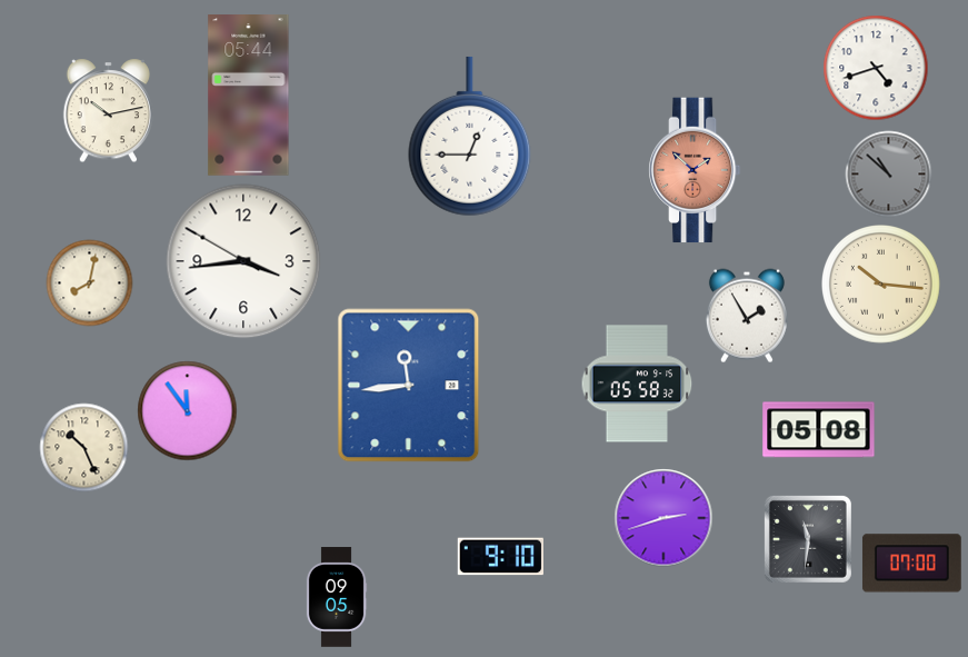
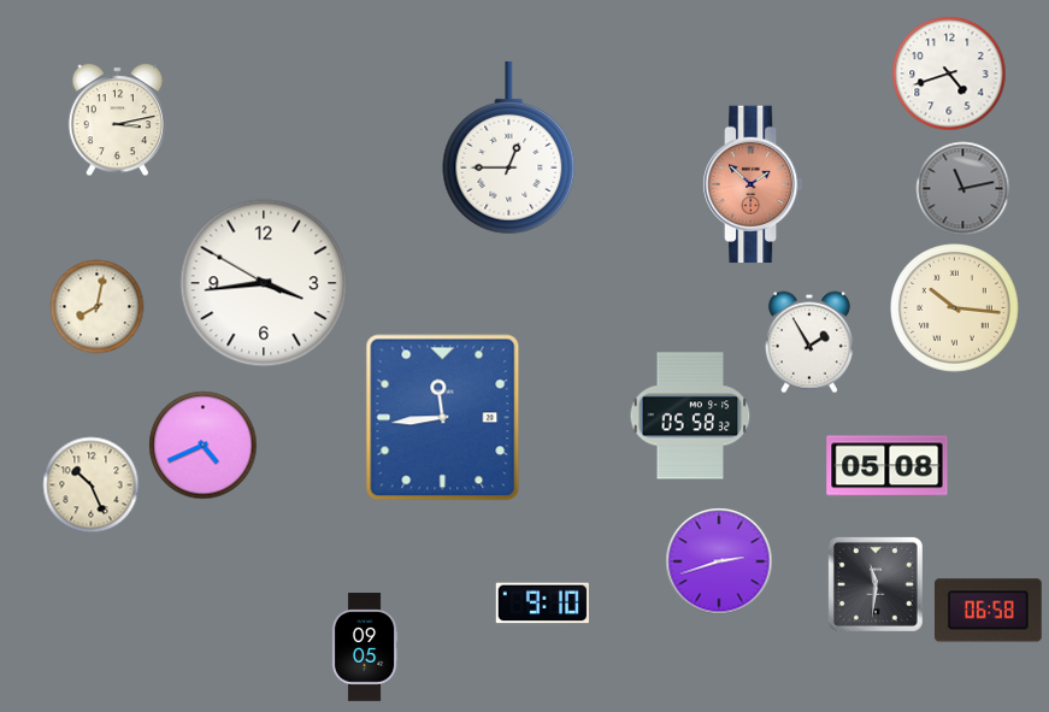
clock at (249, 96): 05:44 -> none
clock at (108, 110): 10:13 -> 3:13
clock at (888, 173): 10:52 -> 11:13
clock at (187, 410): 11:54 -> 4:41
clock at (911, 564): 07:00 -> 06:58
